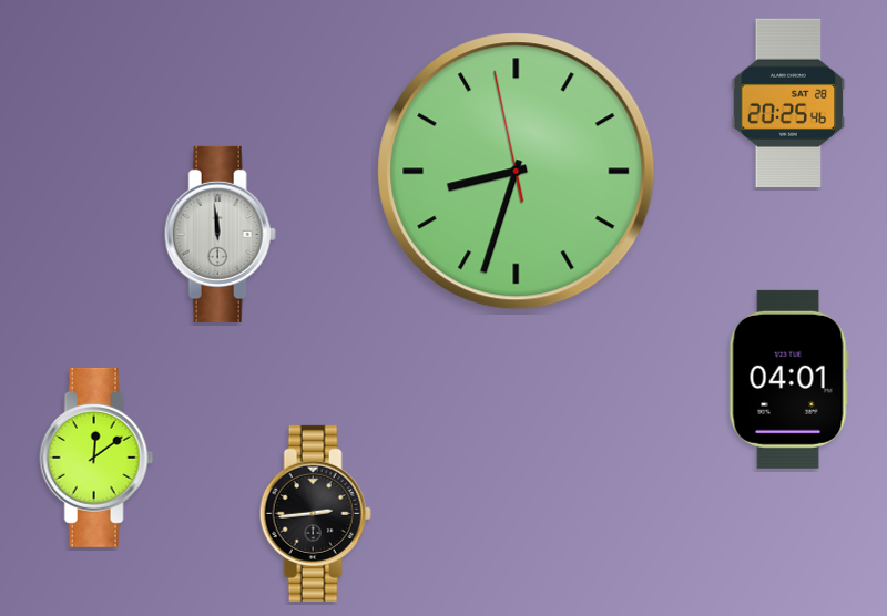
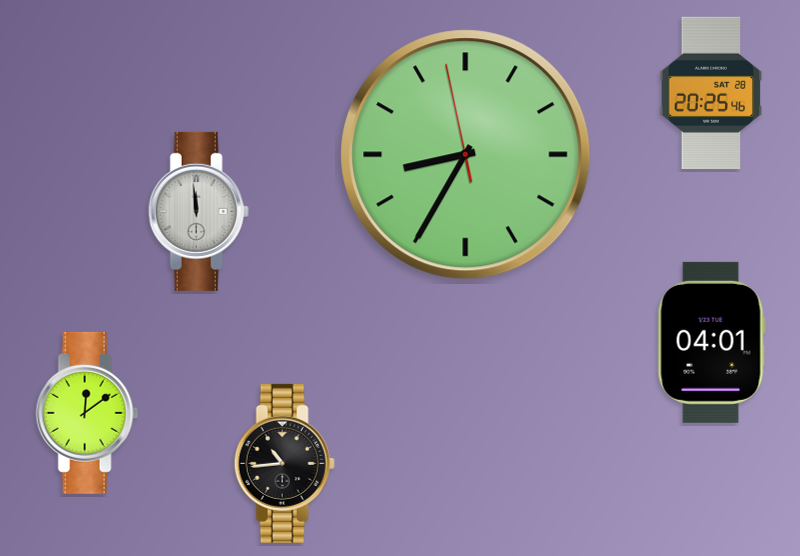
clock at (517, 172): 8:32 -> 8:34
clock at (315, 513): 2:44 -> 10:44
